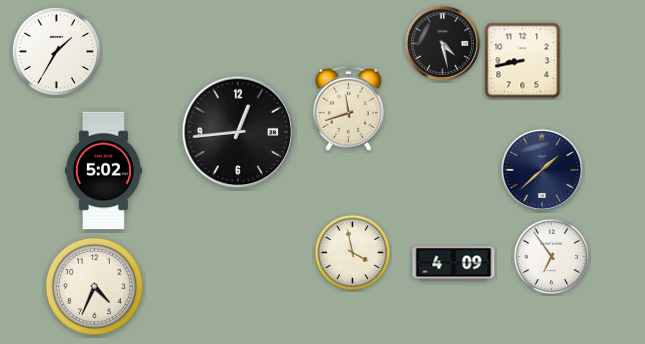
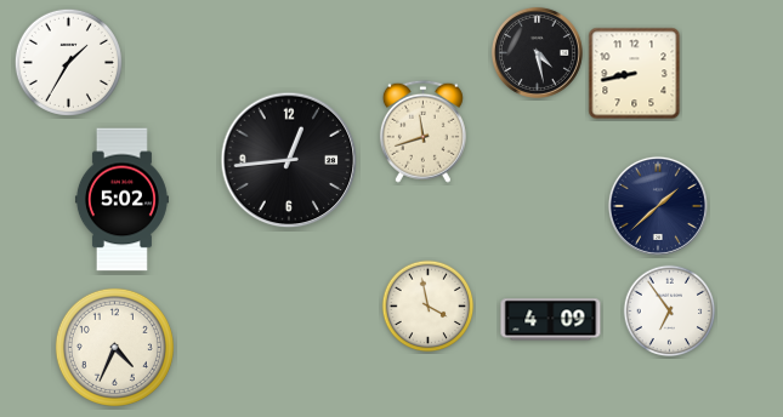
clock at (103, 171) position: (103, 171) -> (121, 200)
